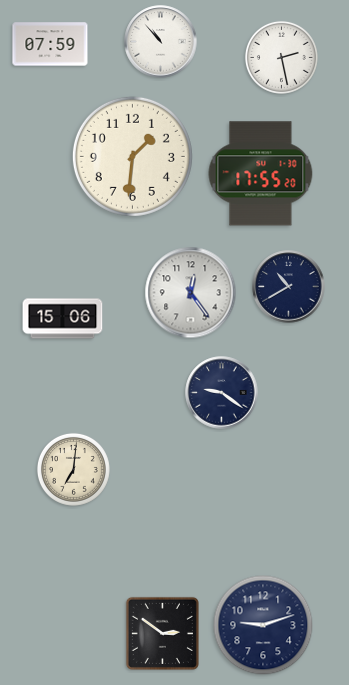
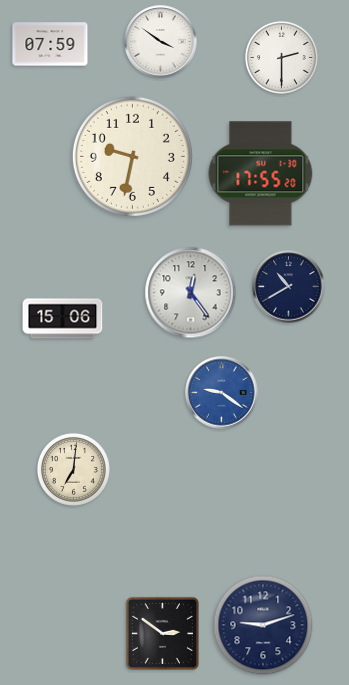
clock at (161, 42): 10:53 -> 3:51
clock at (281, 57): 2:28 -> 2:30
clock at (132, 156): 1:31 -> 9:32
clock at (222, 393) dial: navy -> blue
